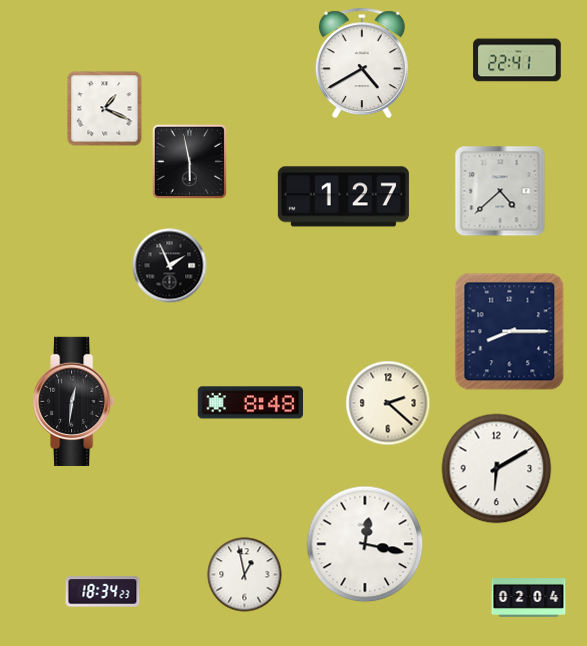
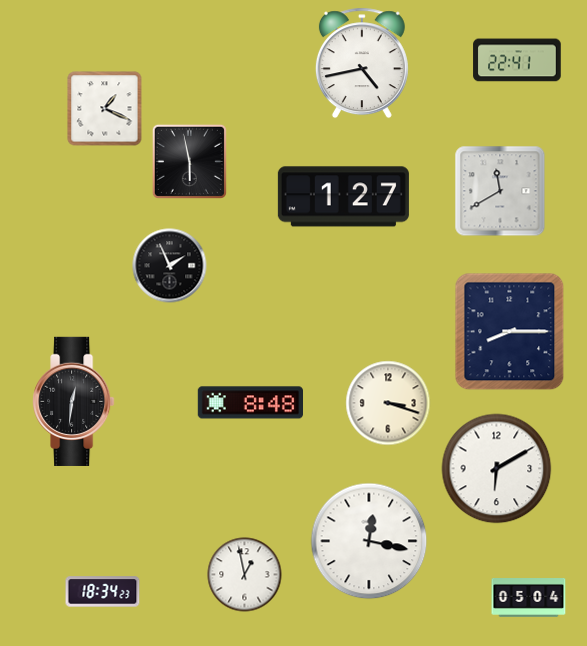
clock at (362, 63): 4:40 -> 4:43
clock at (500, 191): 4:38 -> 11:40
clock at (388, 403): 2:22 -> 3:18
clock at (365, 544) position: (365, 544) -> (369, 541)
clock at (529, 598): 02:04 -> 05:04
